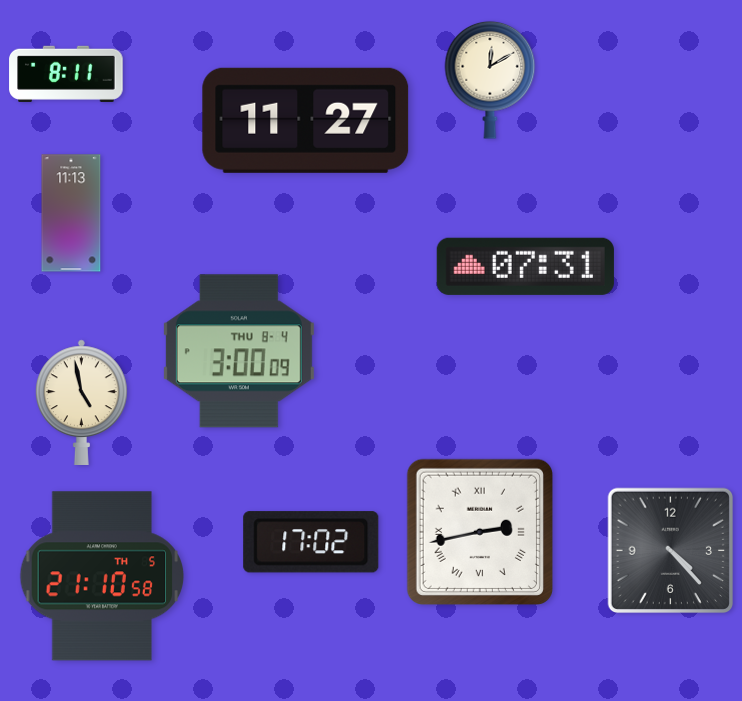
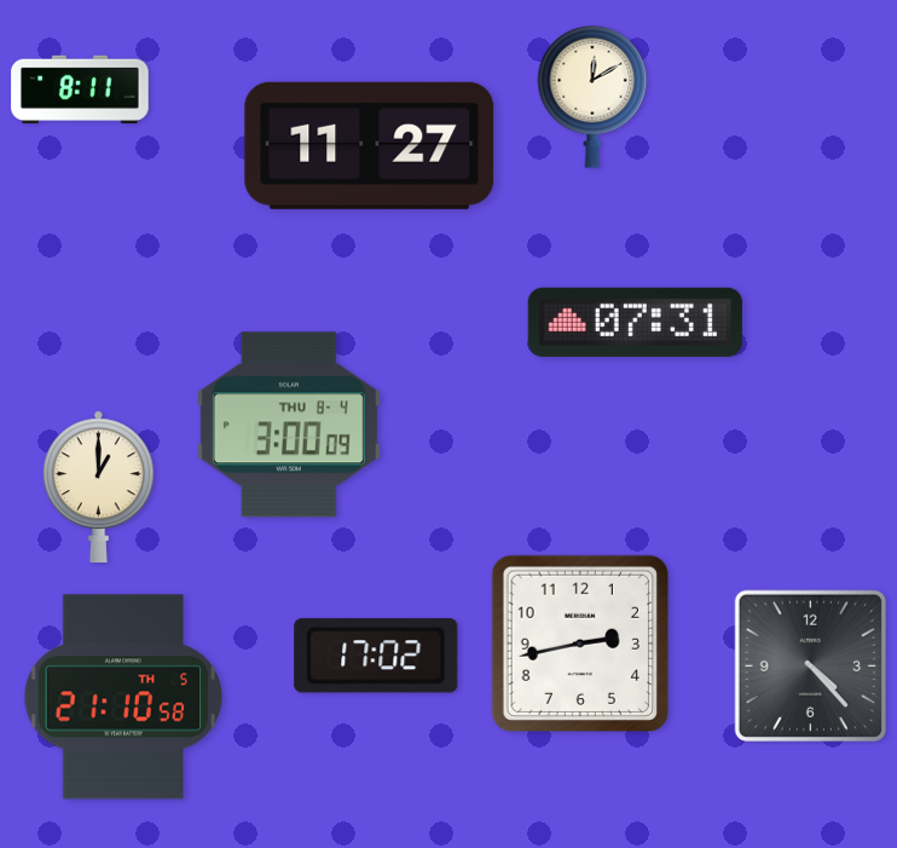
clock at (71, 213): 11:13 -> none
clock at (81, 402): 4:58 -> 1:00
clock at (479, 531) numerals: Roman -> Arabic
